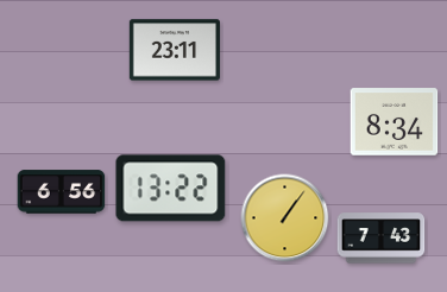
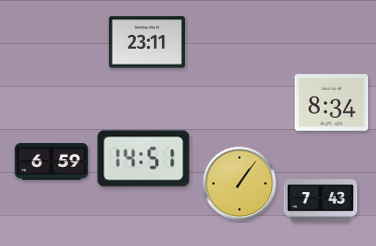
clock at (171, 189): 13:22 -> 14:51
clock at (62, 192): 6:56 -> 6:59
